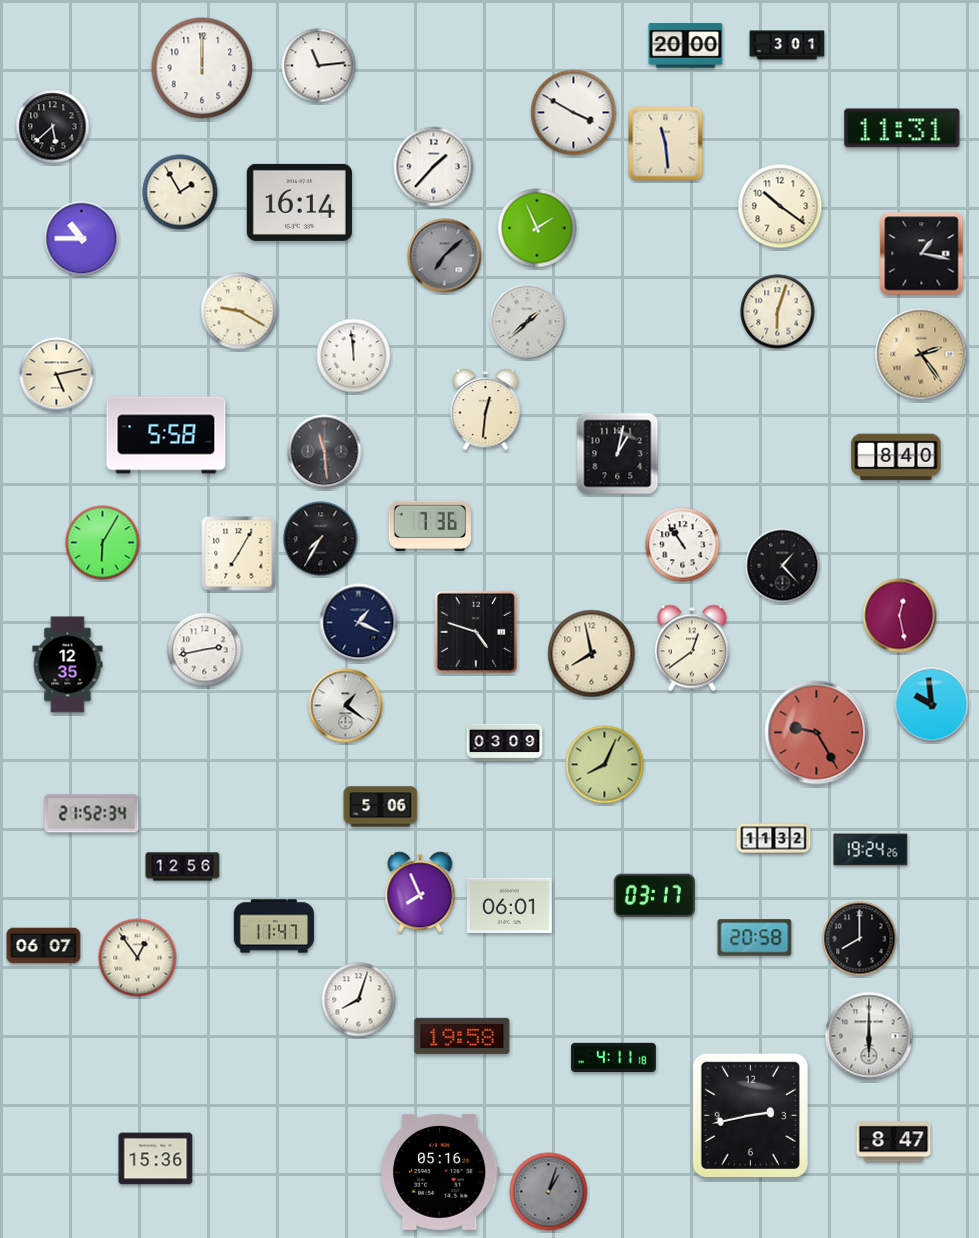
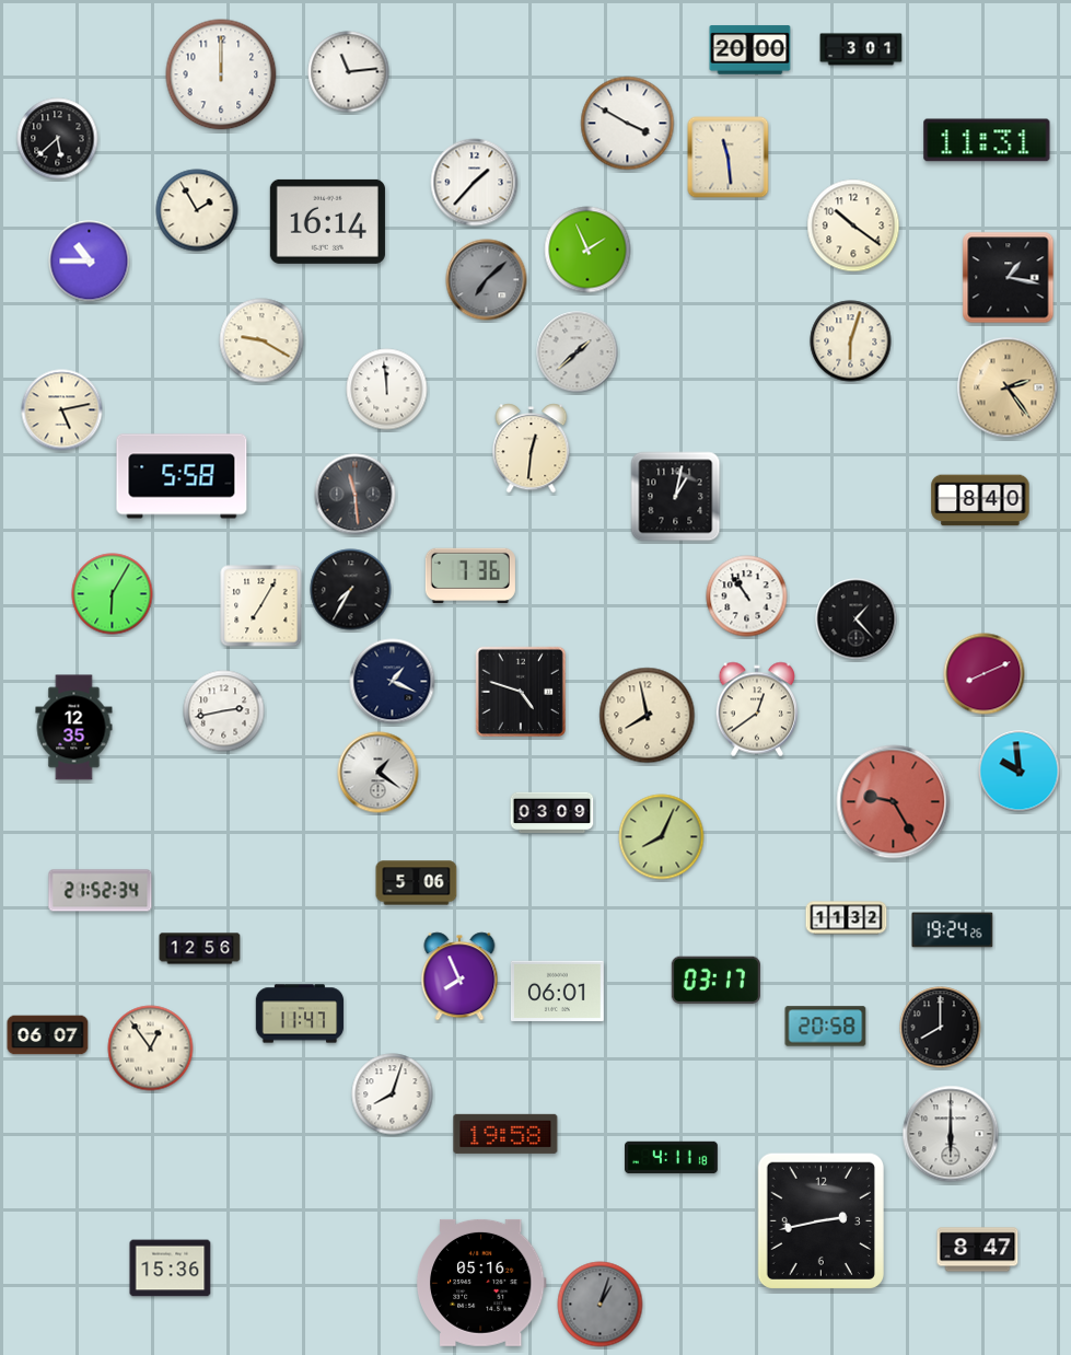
clock at (900, 616): 12:28 -> 8:11
